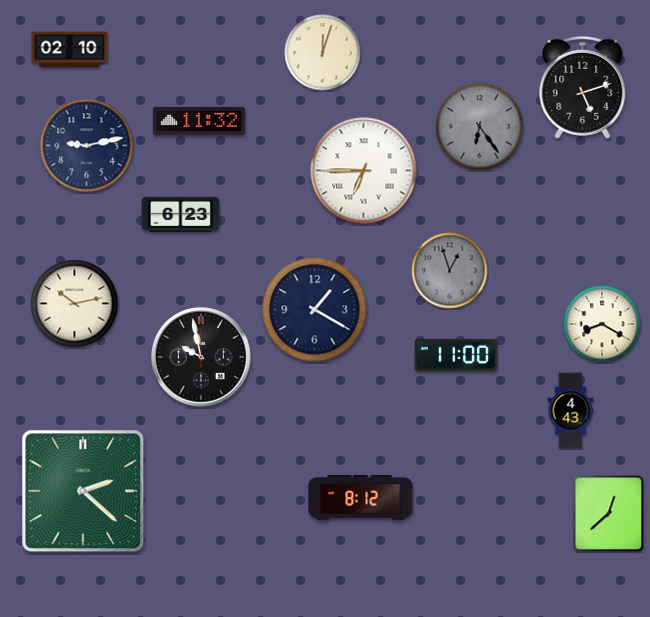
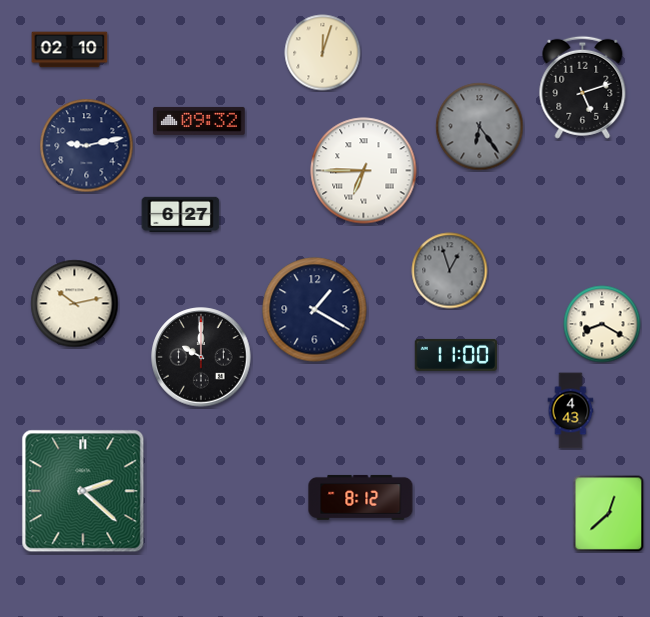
clock at (199, 121): 11:32 -> 09:32
clock at (181, 215): 6:23 -> 6:27
clock at (201, 357): 9:58 -> 10:00
